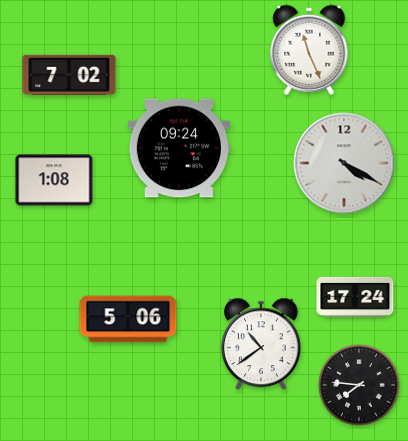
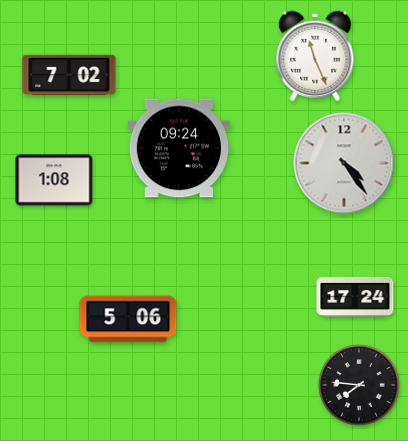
clock at (309, 50) position: (309, 50) -> (315, 56)
clock at (344, 163): 4:20 -> 4:24
clock at (262, 344): 10:39 -> none
